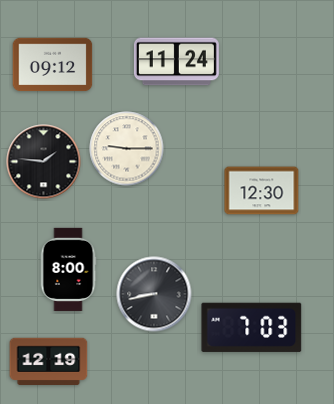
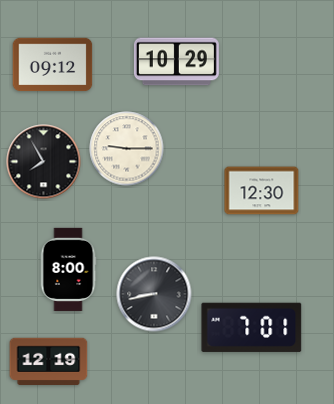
clock at (176, 62): 11:24 -> 10:29
clock at (44, 162): 1:46 -> 7:55
clock at (252, 327): 7:03 -> 7:01
